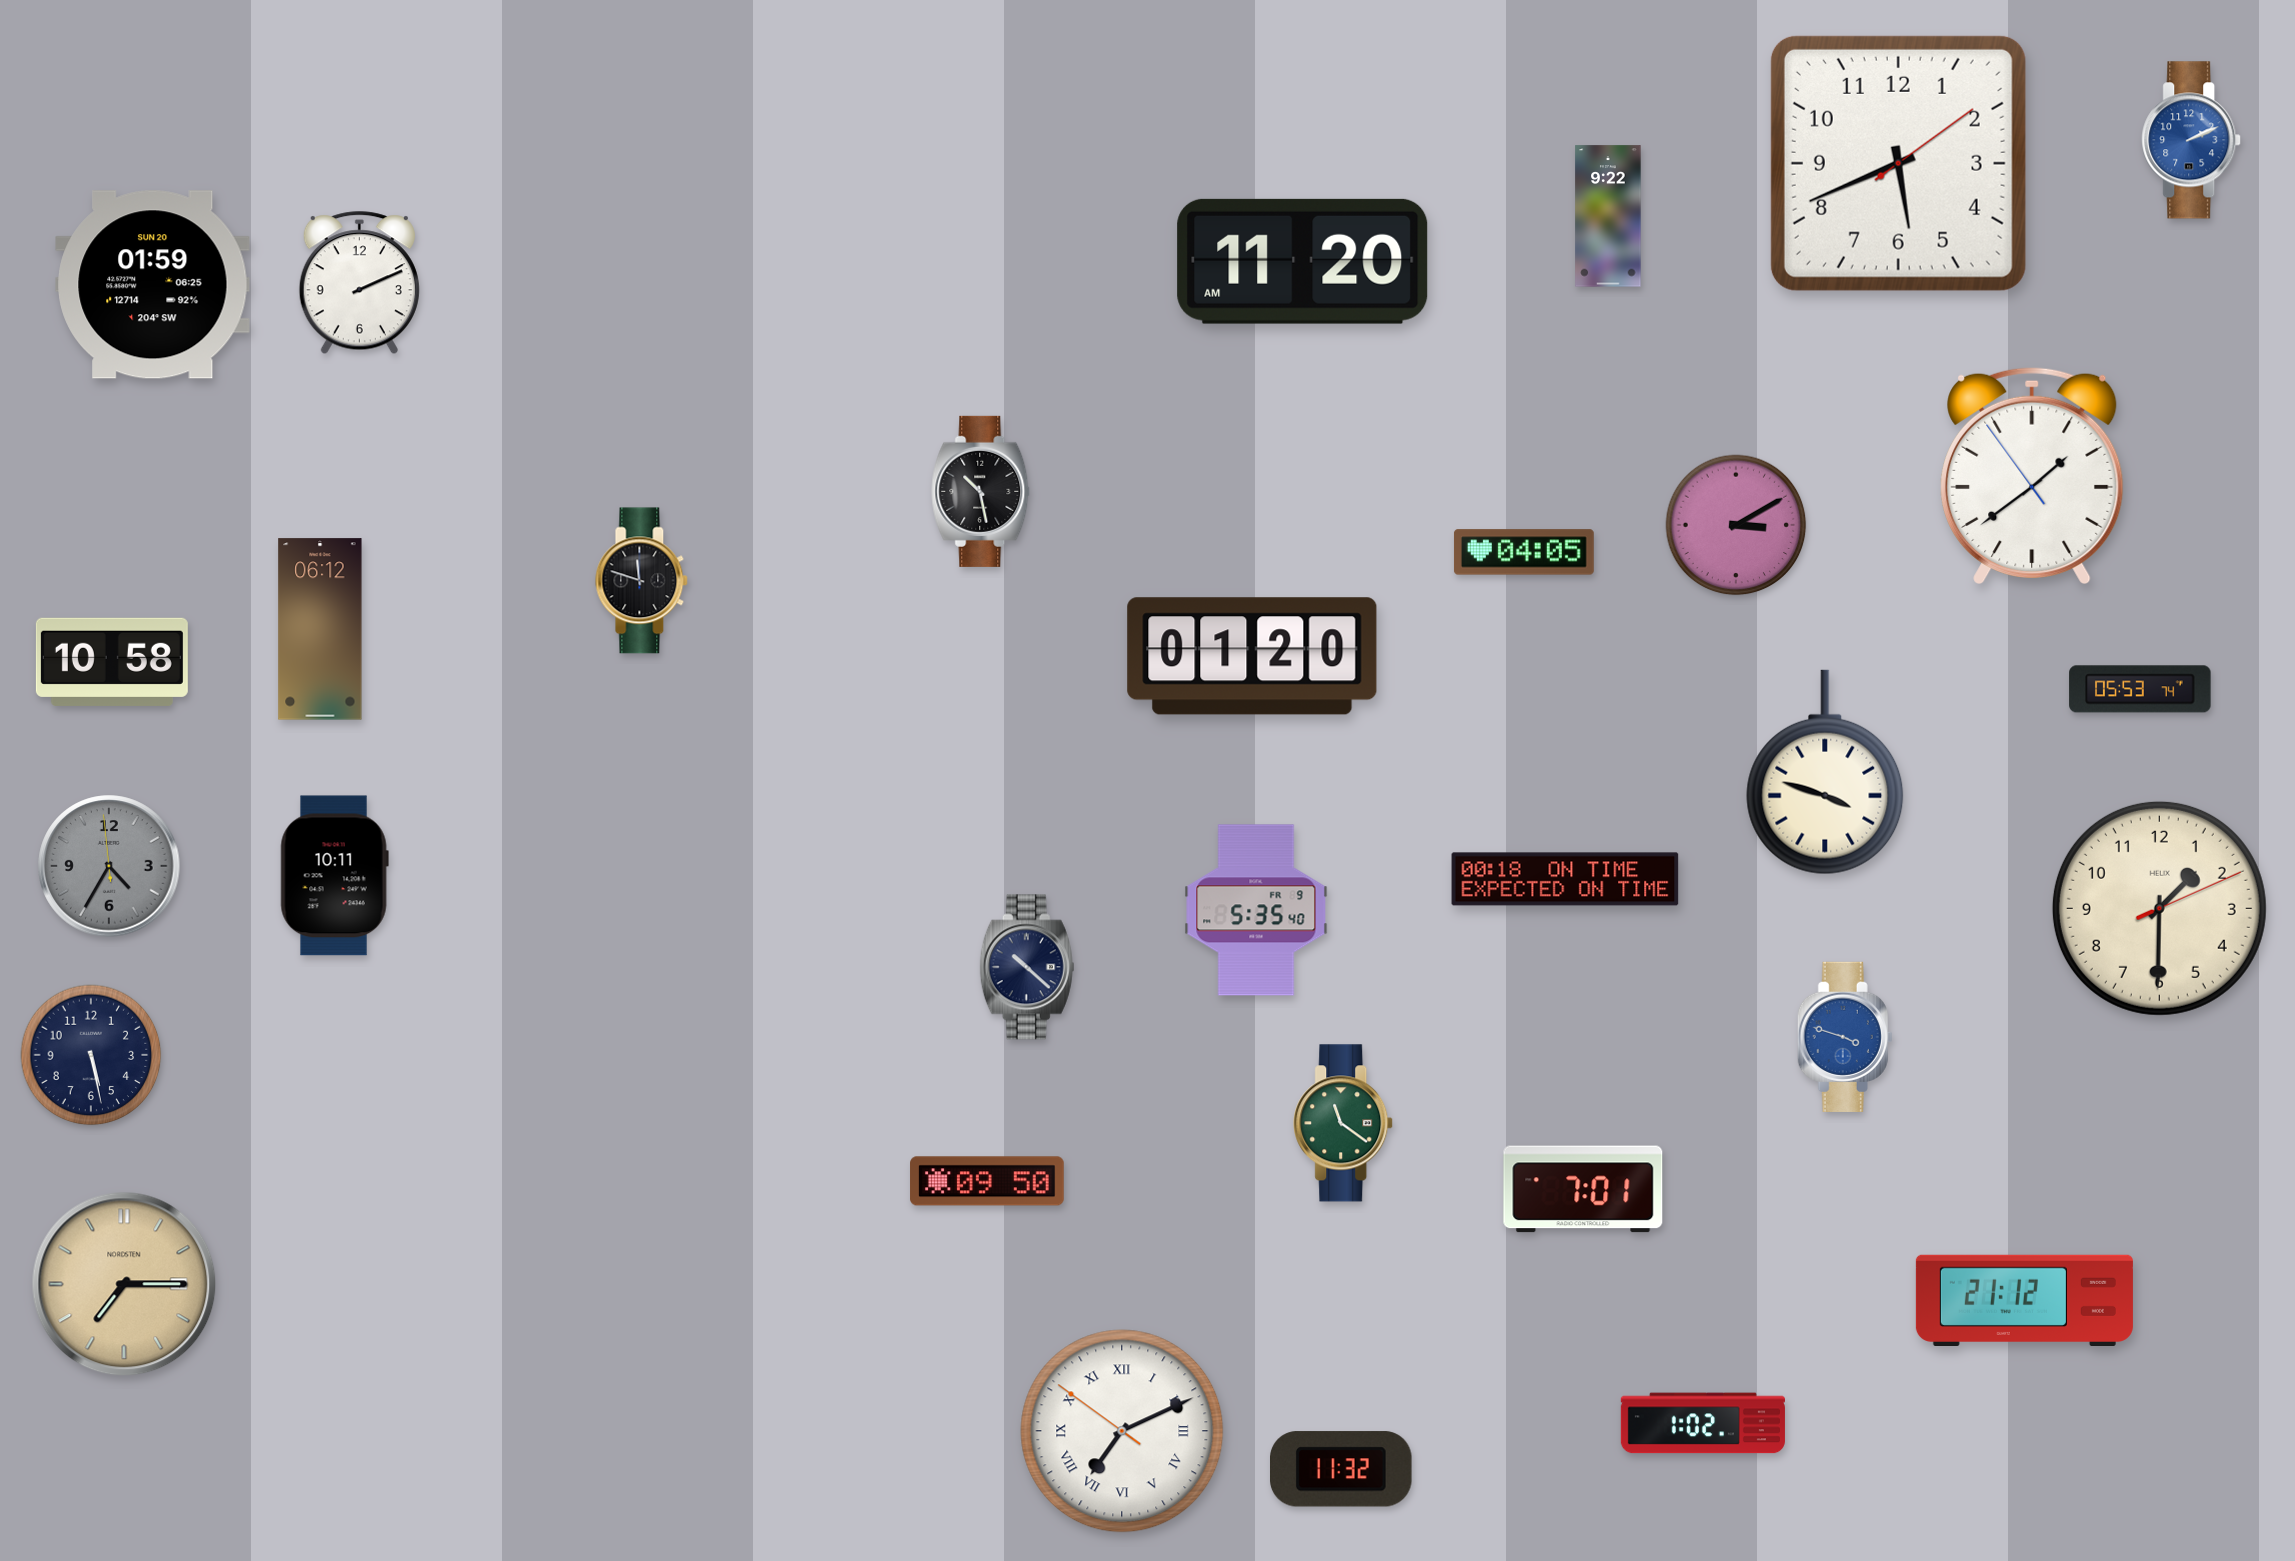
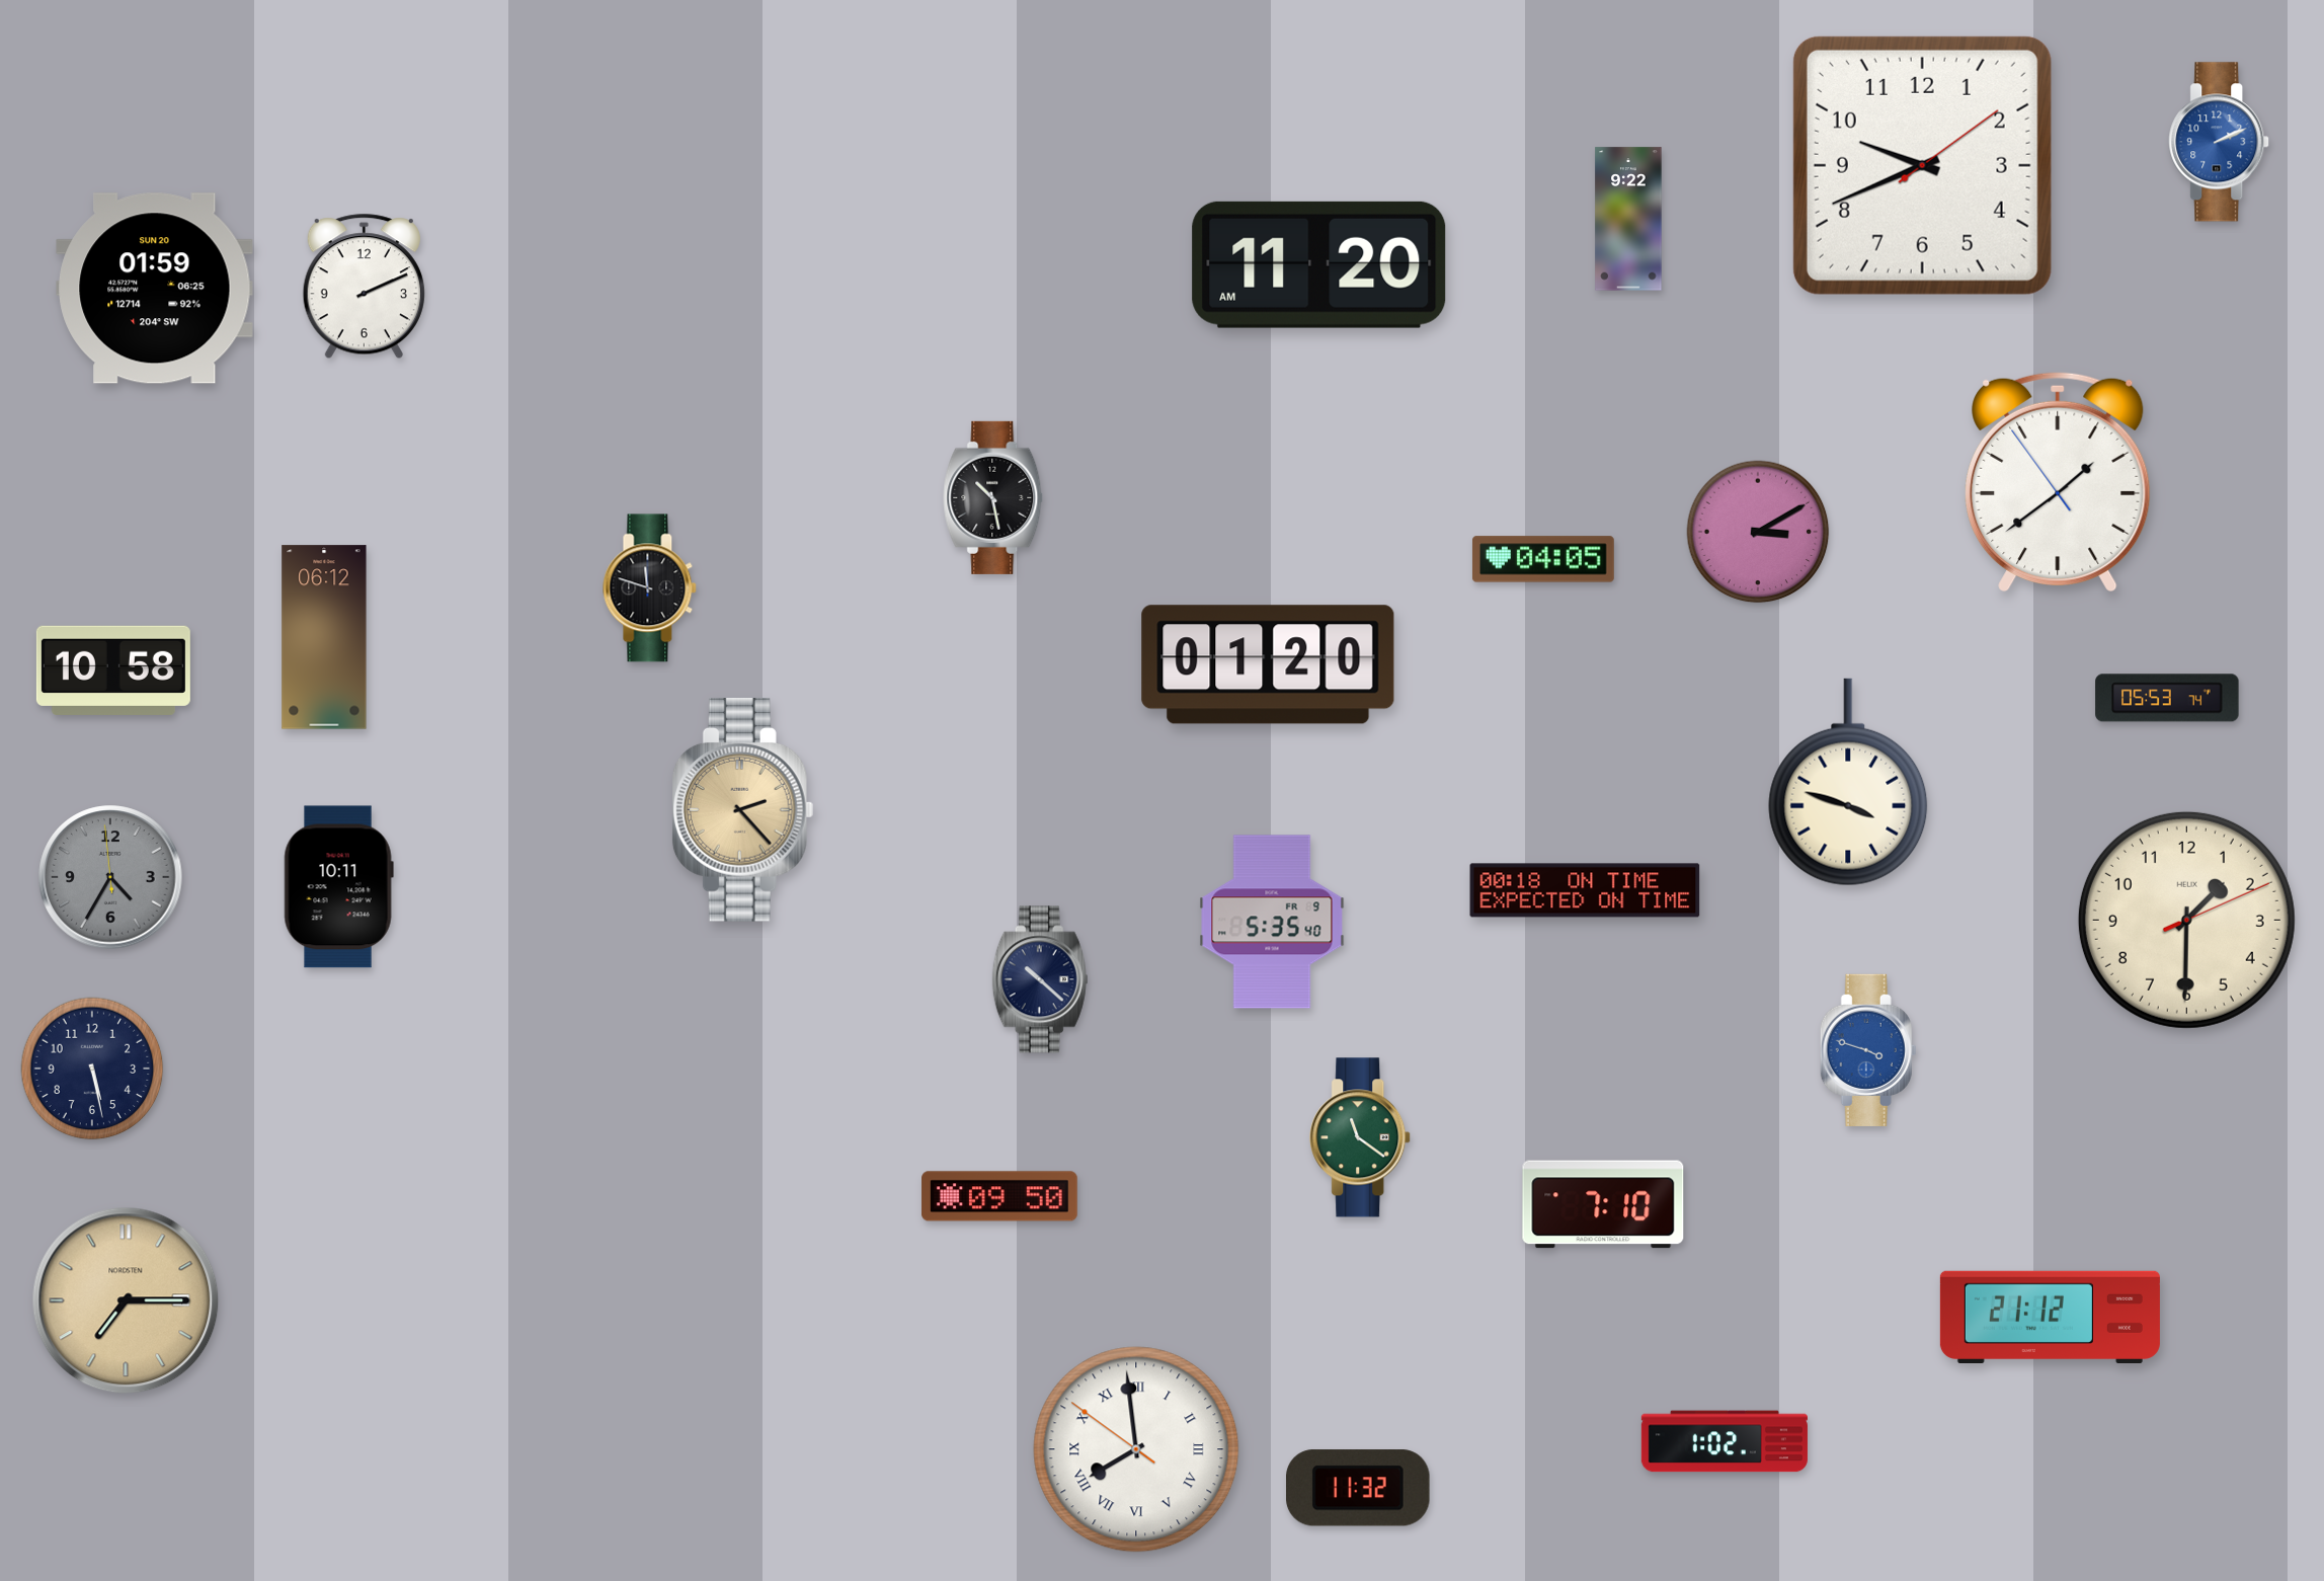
clock at (1898, 163): 5:41 -> 9:41
clock at (743, 810): none -> 2:23
clock at (1583, 1189): 7:01 -> 7:10
clock at (1122, 1431): 7:10 -> 7:58
